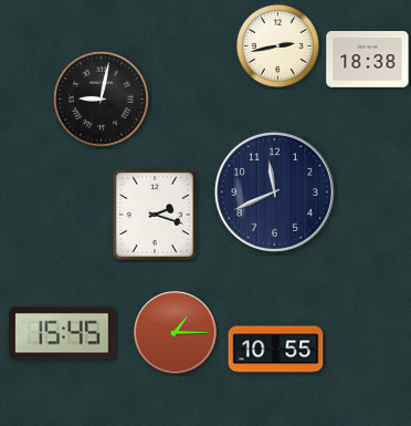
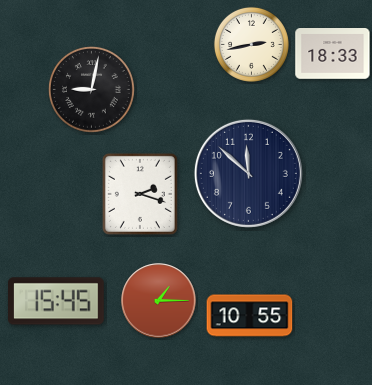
clock at (277, 45) position: (277, 45) -> (251, 44)
clock at (368, 60): 18:38 -> 18:33
clock at (274, 191): 11:41 -> 11:52
